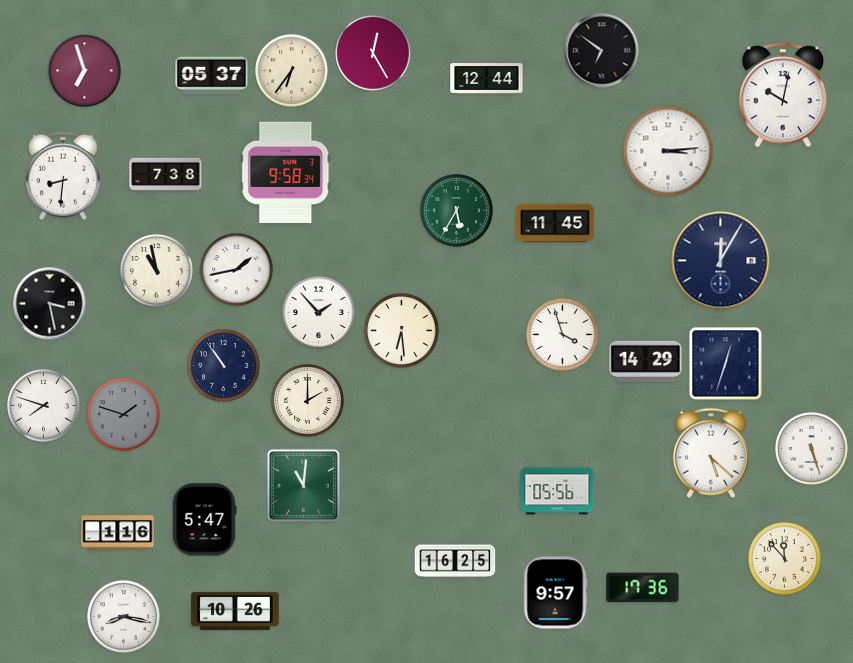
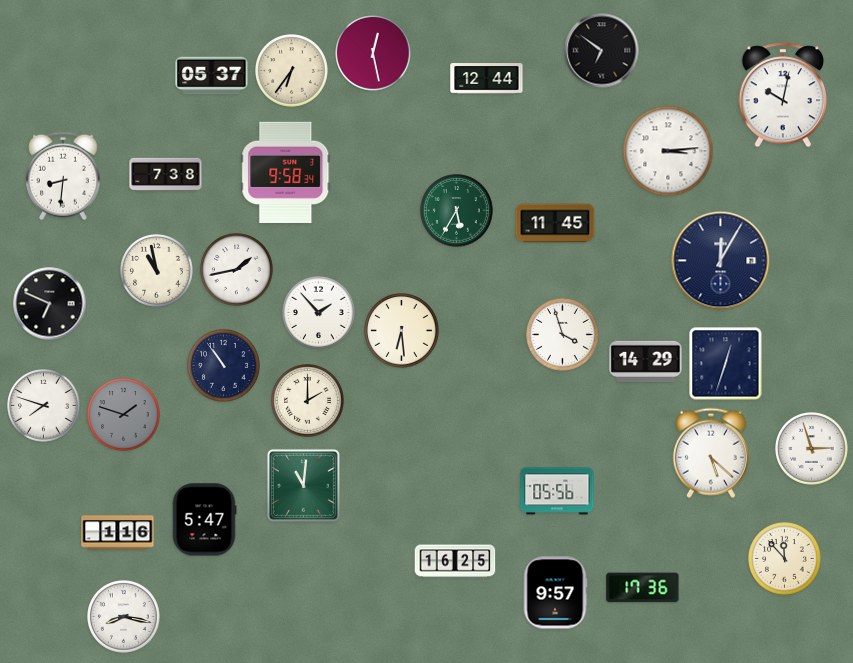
clock at (373, 53): 12:25 -> 12:28
clock at (85, 71): 6:57 -> none
clock at (50, 304): 3:28 -> 6:49
clock at (812, 449): 5:27 -> 2:57
clock at (235, 611): 10:26 -> none
